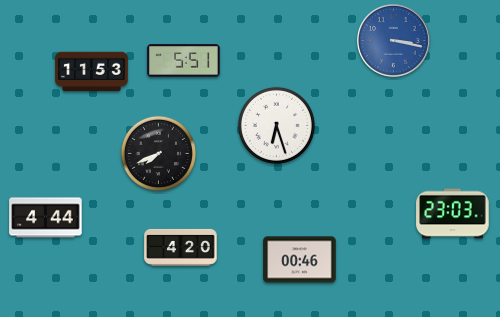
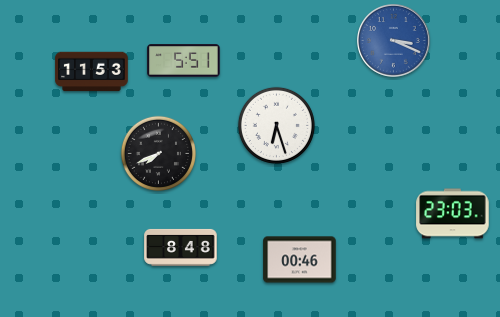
clock at (394, 41): 3:17 -> 3:19
clock at (46, 218): 4:44 -> none
clock at (181, 247): 4:20 -> 8:48
